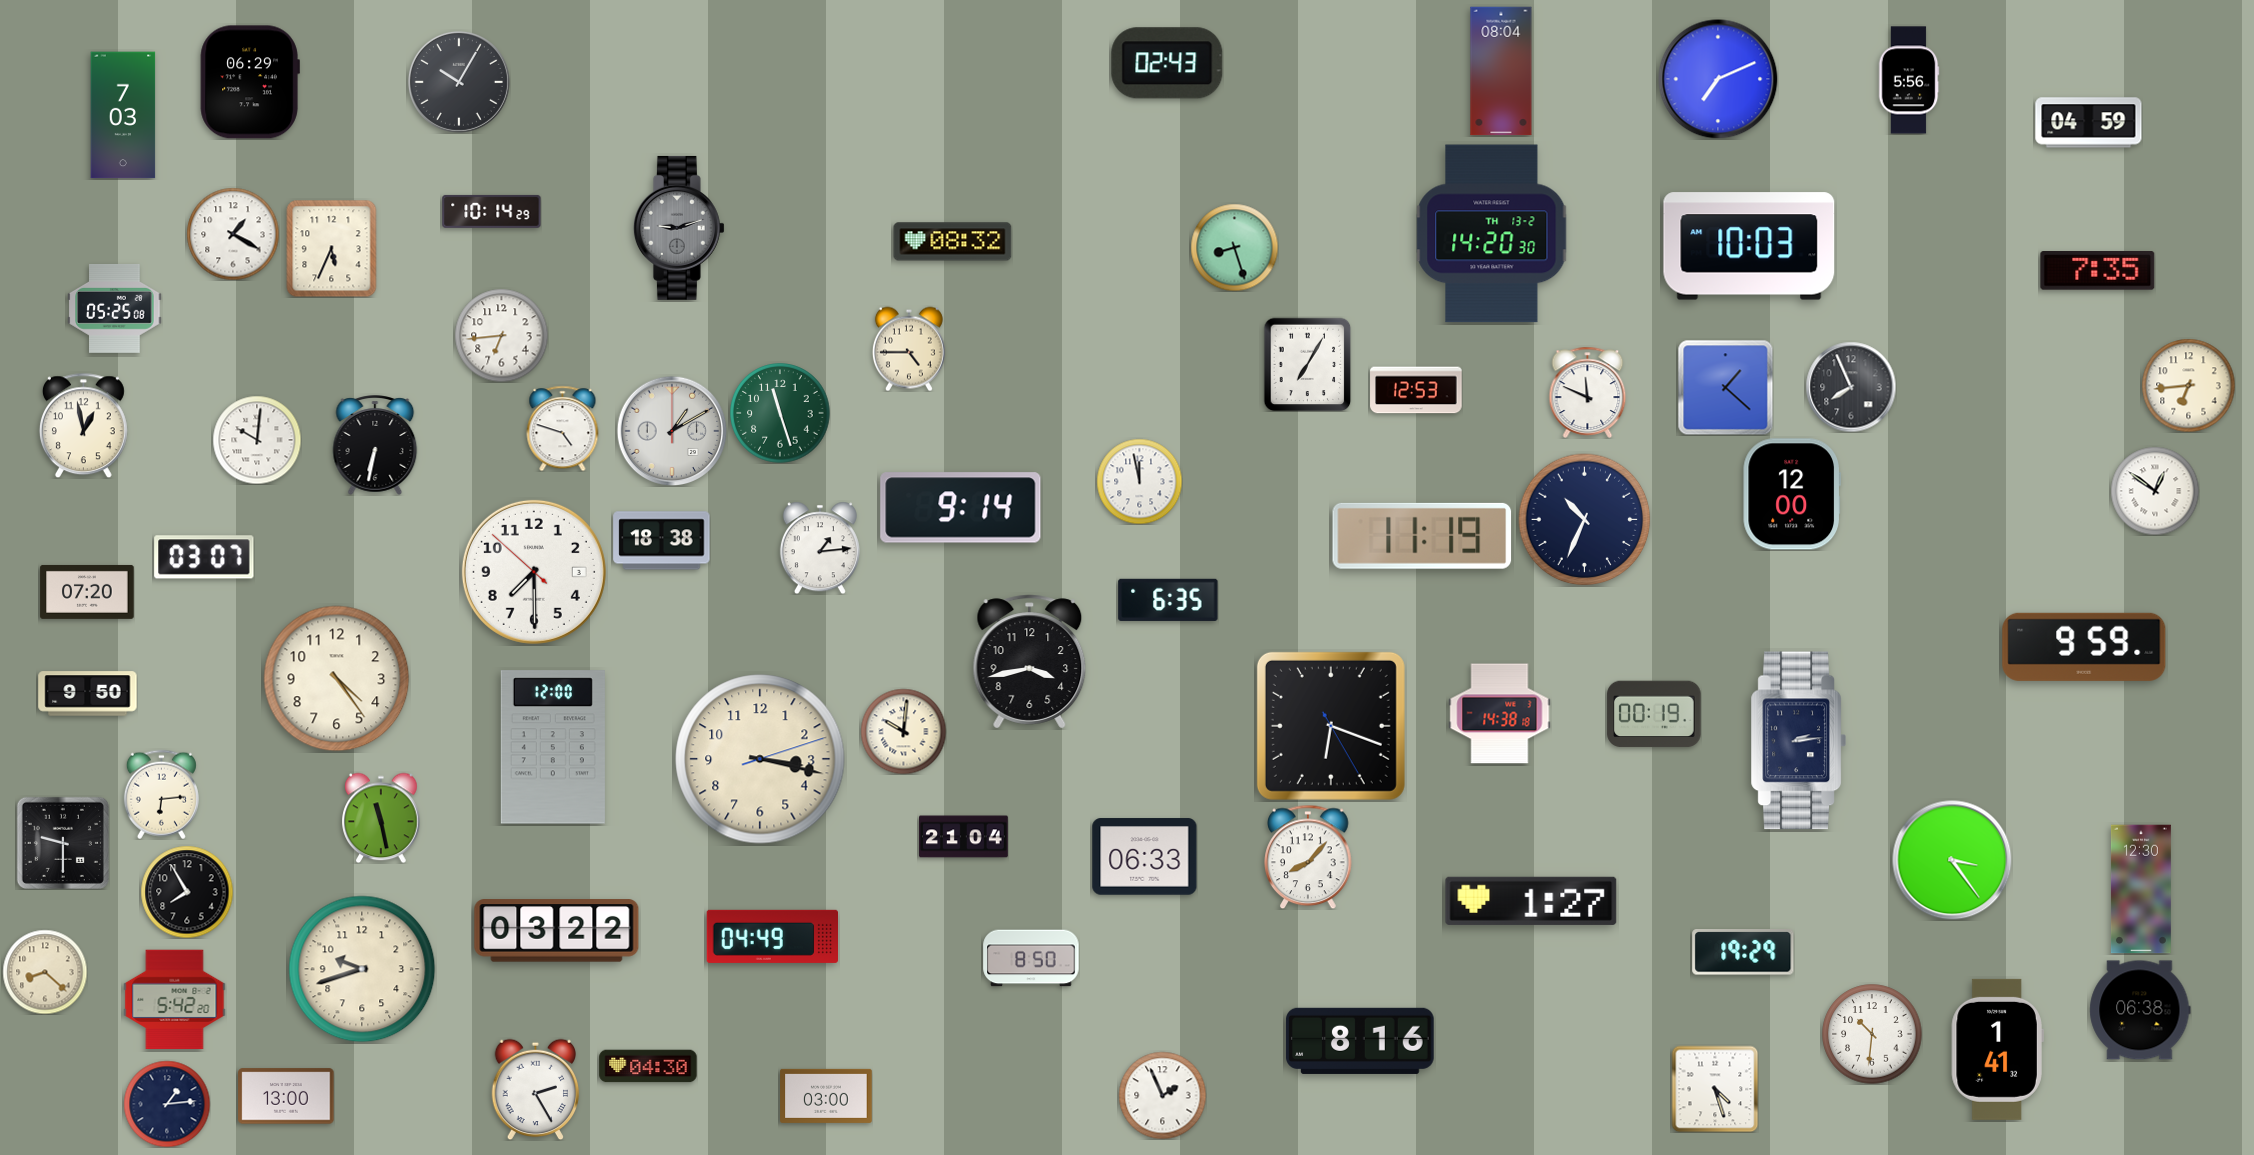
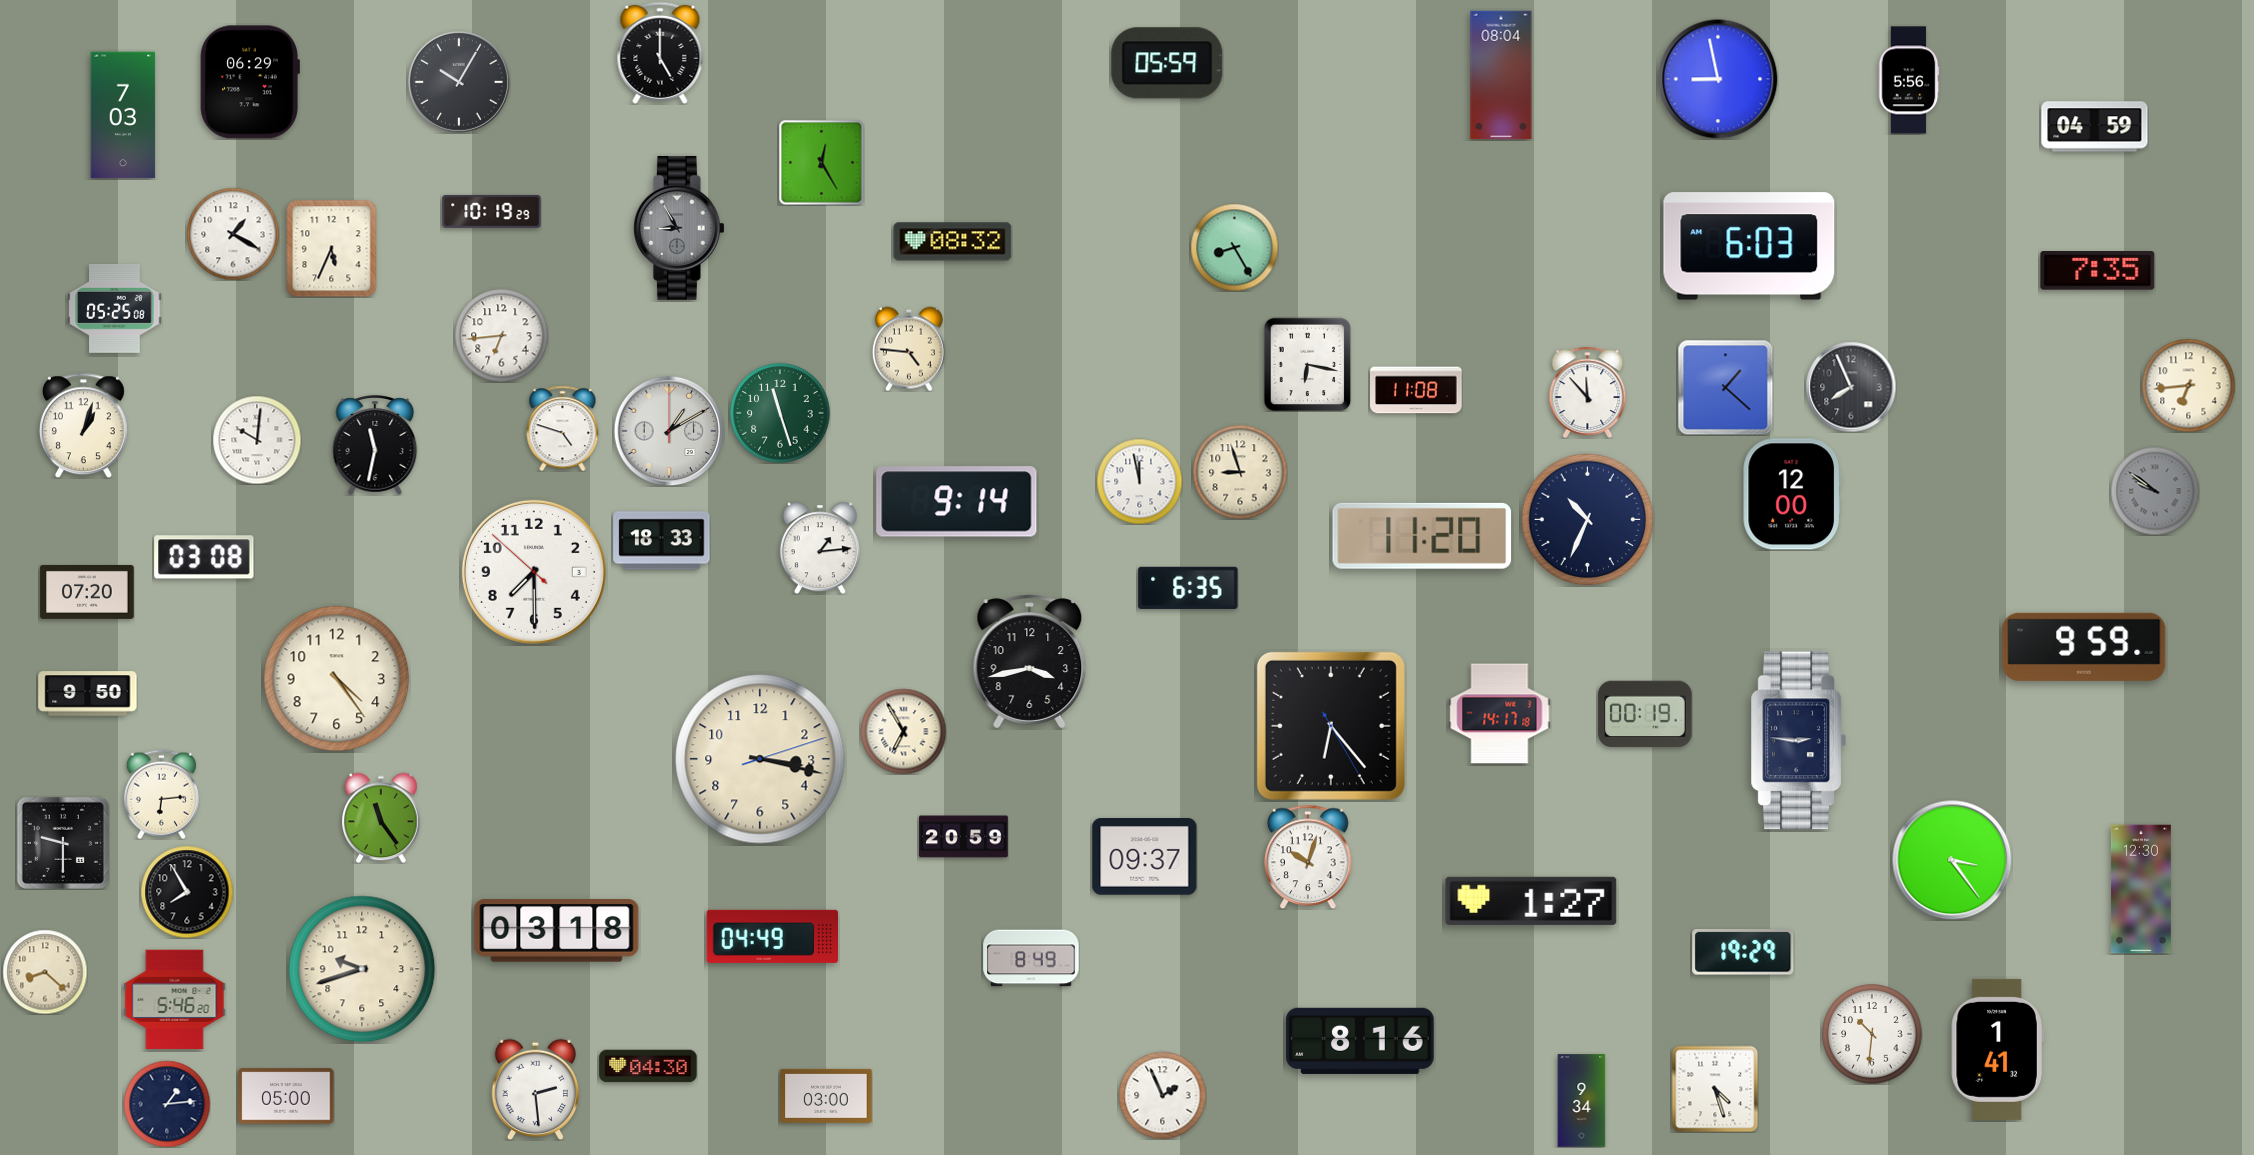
clock at (660, 53): none -> 5:00
clock at (1167, 63): 02:43 -> 05:59
clock at (1501, 71) position: (1501, 71) -> (1501, 75)
clock at (1718, 79): 7:11 -> 8:58
clock at (2089, 123) position: (2089, 123) -> (2095, 127)
clock at (821, 162): none -> 12:25
clock at (492, 211): 10:14 -> 10:19
clock at (679, 228): 9:12 -> 8:55
clock at (1492, 234): 14:20 -> none
clock at (1749, 246): 10:03 -> 6:03
clock at (1234, 247): 8:27 -> 8:25
clock at (909, 349): 4:45 -> 4:46
clock at (1308, 364): 7:05 -> 6:17
clock at (1416, 390): 12:53 -> 11:08
clock at (1588, 392): 11:49 -> 11:53
clock at (83, 425): 12:58 -> 1:03
clock at (672, 431) position: (672, 431) -> (669, 431)
clock at (375, 445): 6:32 -> 11:32
clock at (1240, 472): none -> 8:57
clock at (2155, 491): 12:51 -> 9:51
clock at (2155, 491) dial: white -> grey
clock at (961, 508) position: (961, 508) -> (957, 502)
clock at (1585, 520) position: (1585, 520) -> (1588, 520)
clock at (1422, 536): 11:19 -> 11:20
clock at (662, 541): 18:38 -> 18:33
clock at (204, 557): 03:07 -> 03:08
clock at (1168, 600) position: (1168, 600) -> (1188, 588)
clock at (1500, 714): 14:38 -> 14:17
clock at (1654, 714) position: (1654, 714) -> (1645, 714)
clock at (1331, 726): 6:18 -> 6:23
clock at (903, 731): 10:01 -> 6:55
clock at (1798, 741): 2:14 -> 2:46
clock at (553, 747): 12:00 -> none
clock at (381, 818): 11:28 -> 11:24
clock at (964, 837): 21:04 -> 20:59
clock at (1145, 857): 06:33 -> 09:37
clock at (1308, 857): 8:07 -> 10:03
clock at (557, 931): 03:22 -> 03:18
clock at (1031, 958): 8:50 -> 8:49
clock at (175, 1000): 5:42 -> 5:46
clock at (2140, 1010): 06:38 -> none
clock at (536, 1089): 2:25 -> 2:29
clock at (286, 1096): 13:00 -> 05:00
clock at (1582, 1101): none -> 9:34
